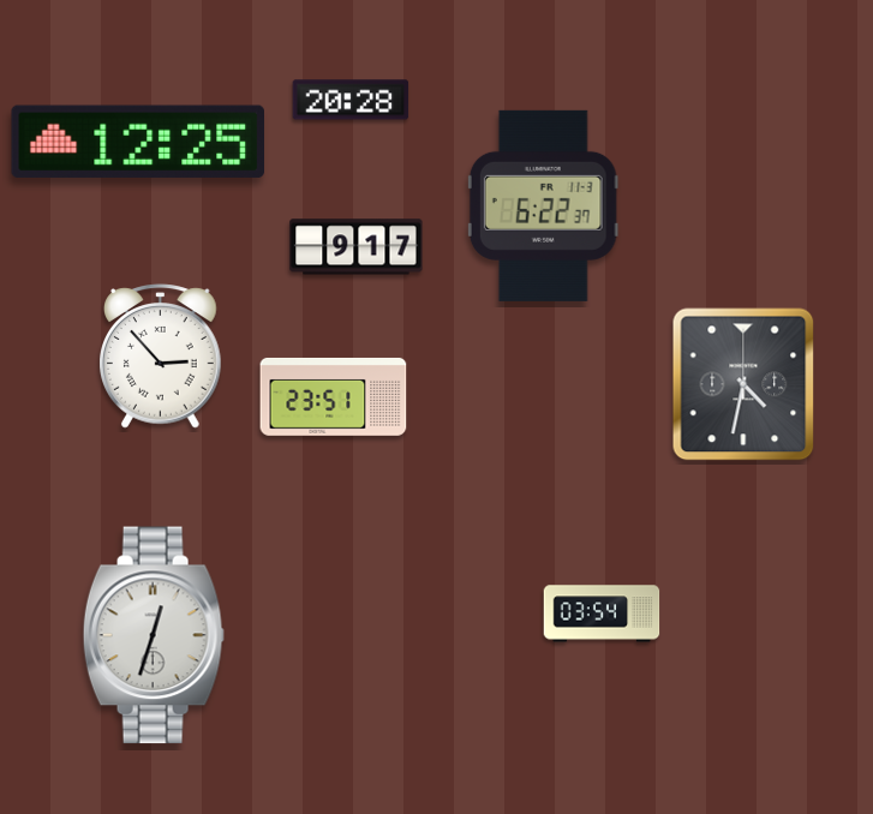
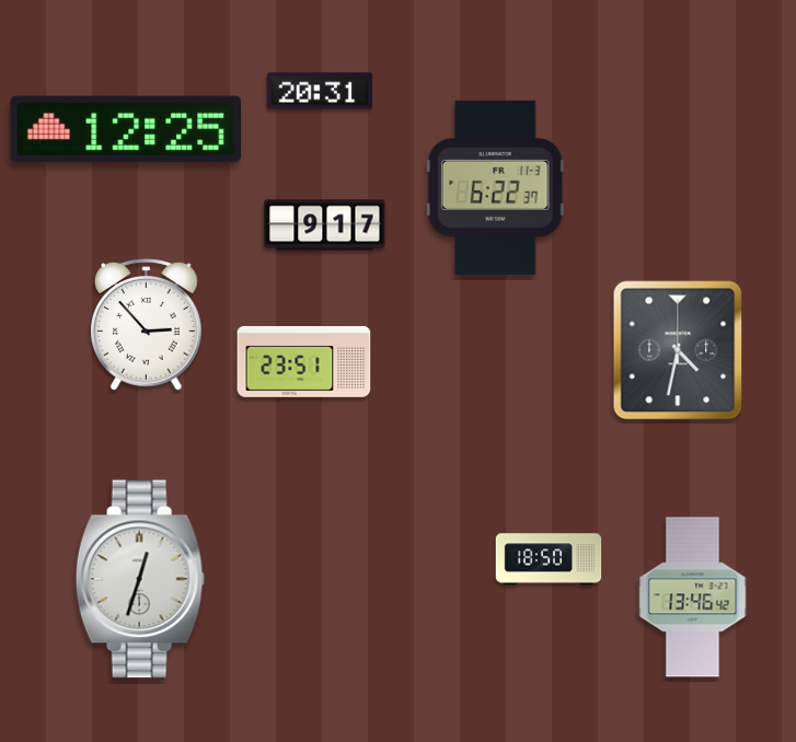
clock at (351, 100): 20:28 -> 20:31
clock at (602, 614): 03:54 -> 18:50
clock at (693, 598): none -> 13:46
